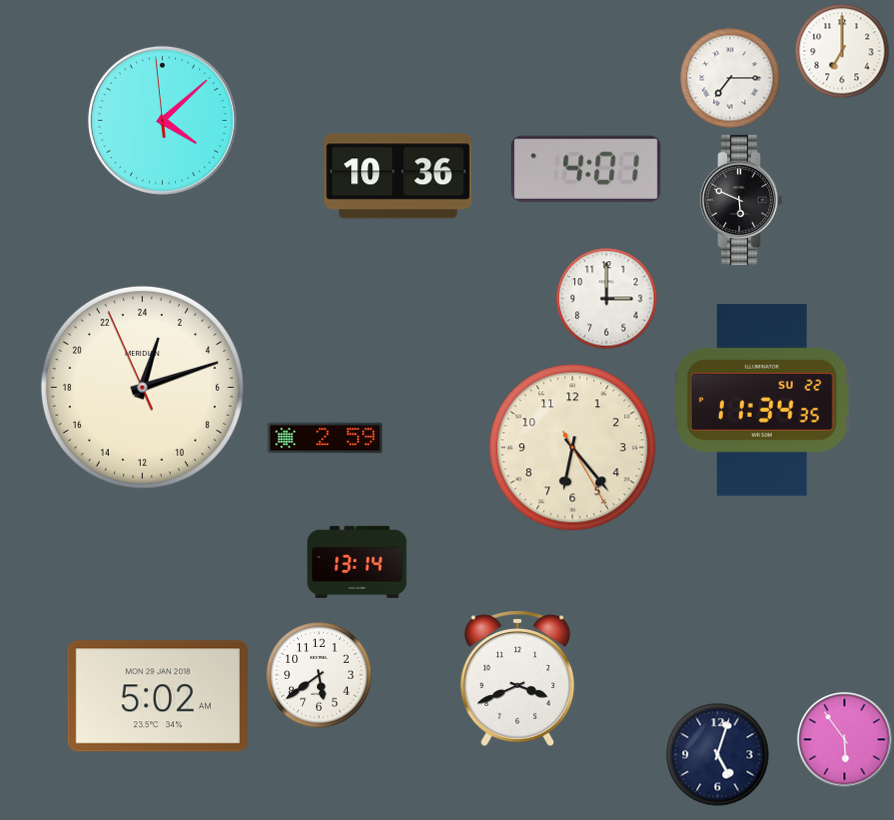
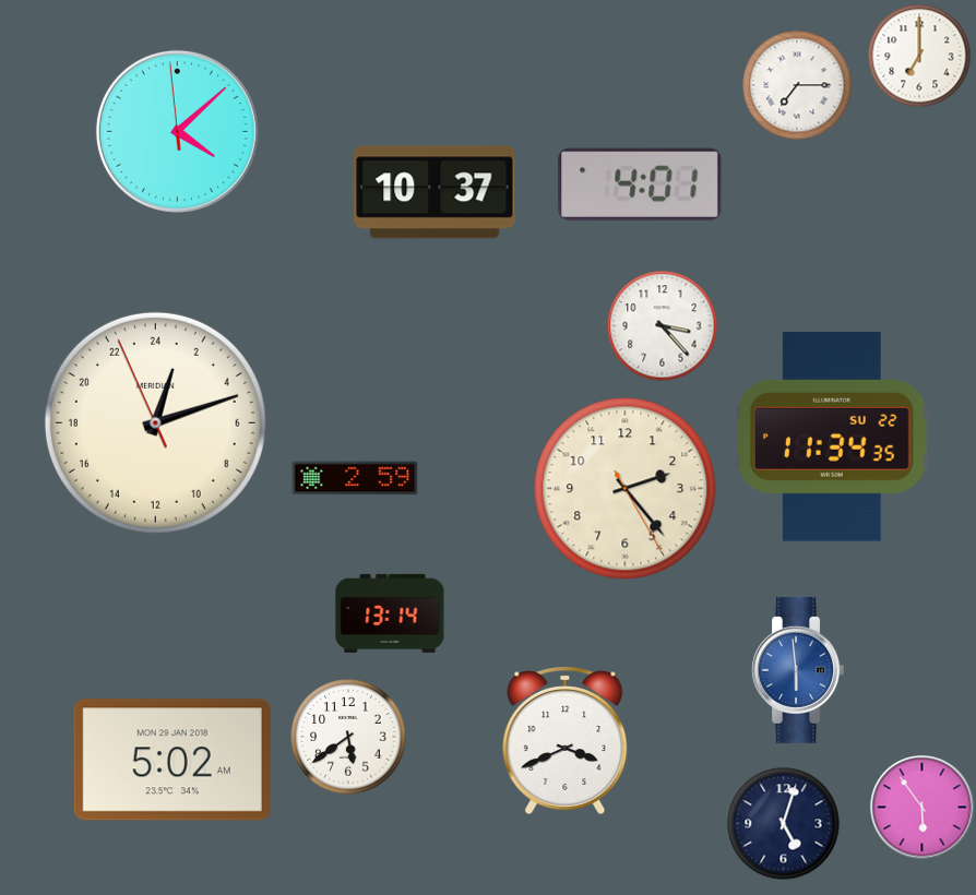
clock at (398, 176): 10:36 -> 10:37
clock at (741, 200): 5:49 -> none
clock at (607, 299): 3:00 -> 3:23
clock at (573, 448): 6:23 -> 2:23
clock at (797, 670): none -> 5:59
